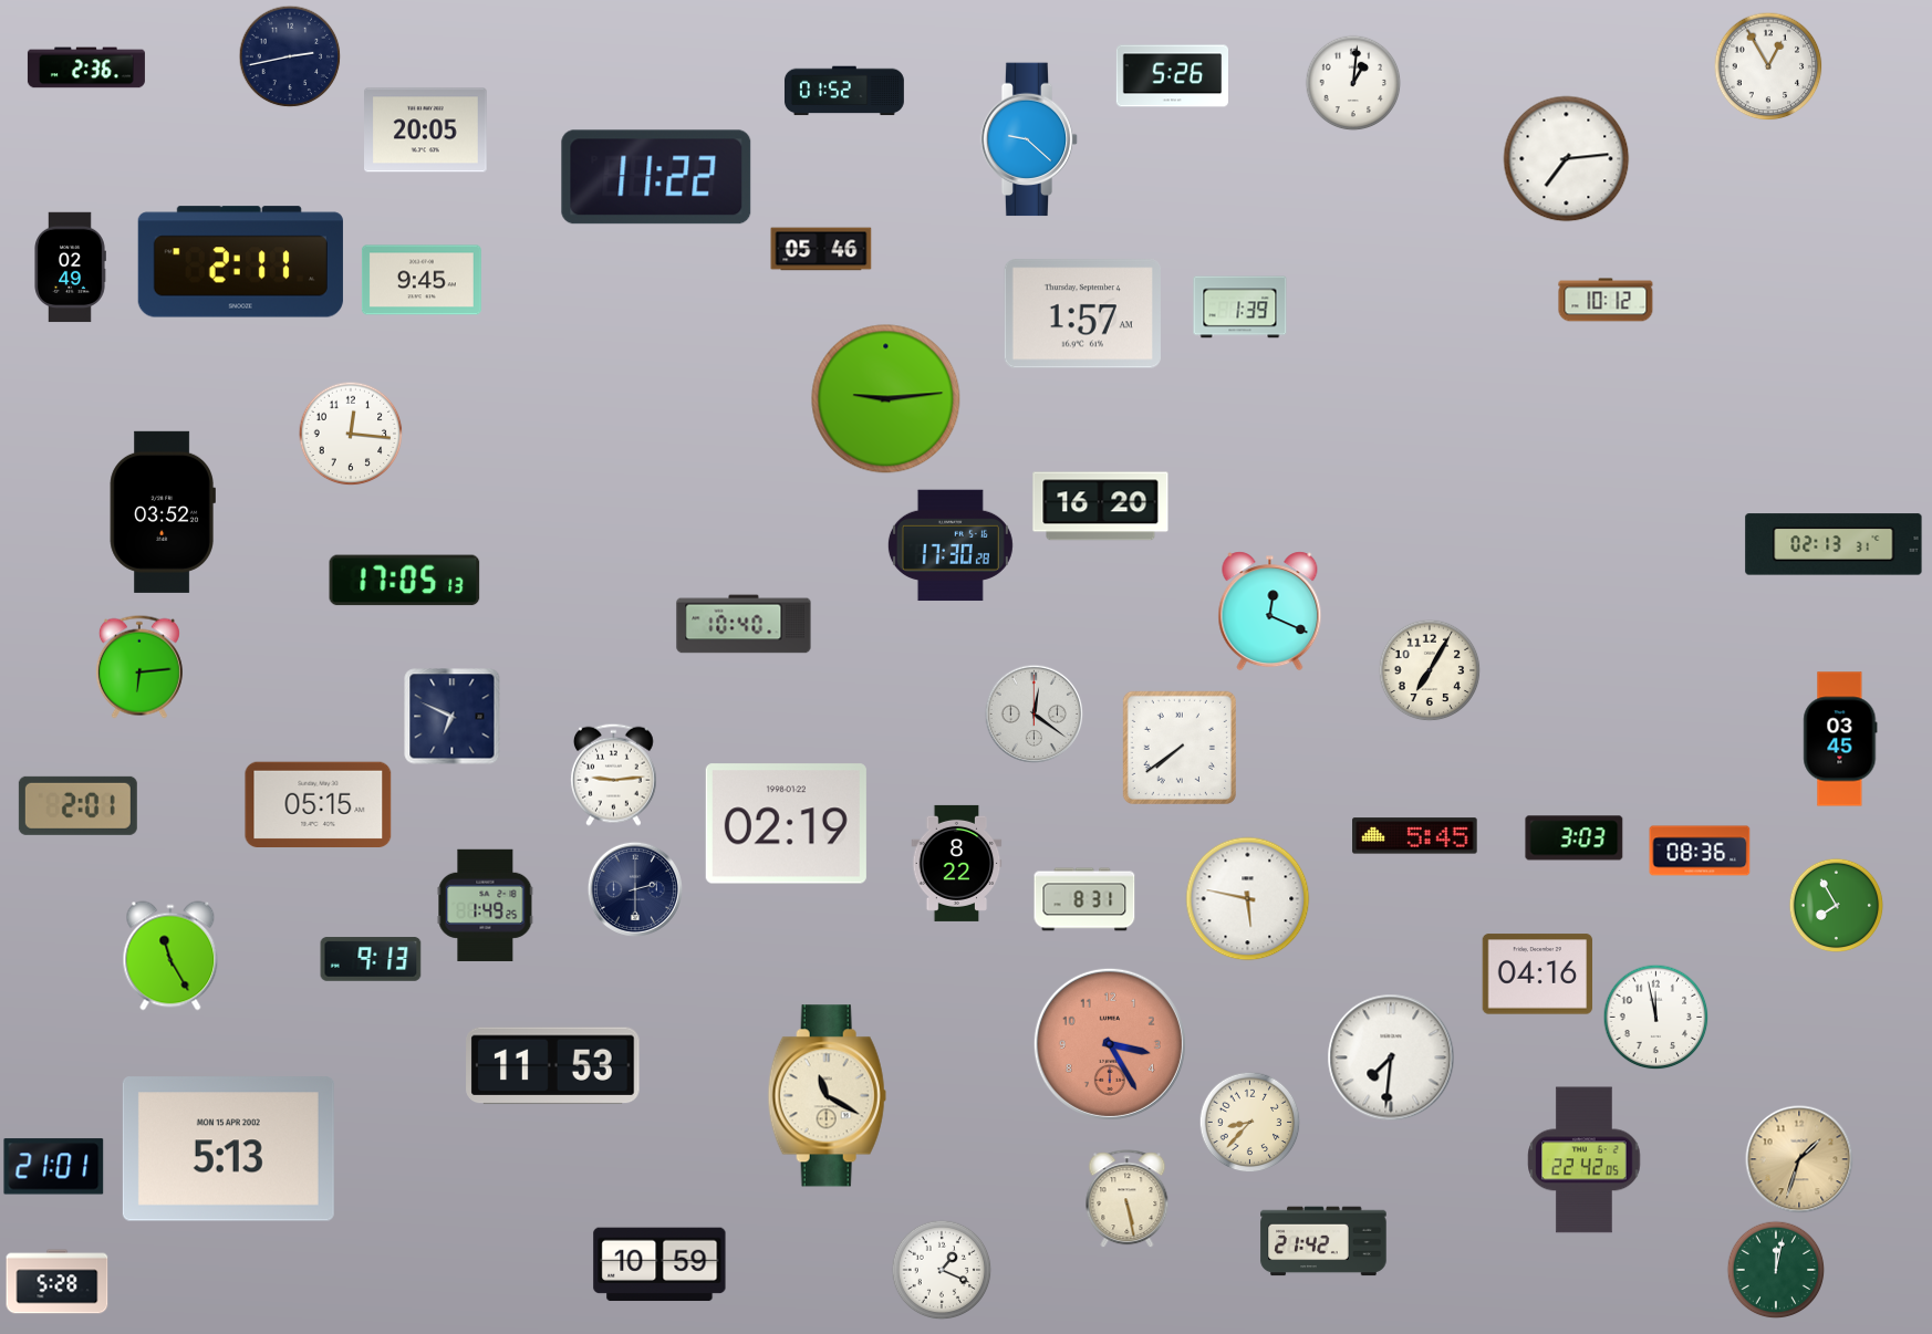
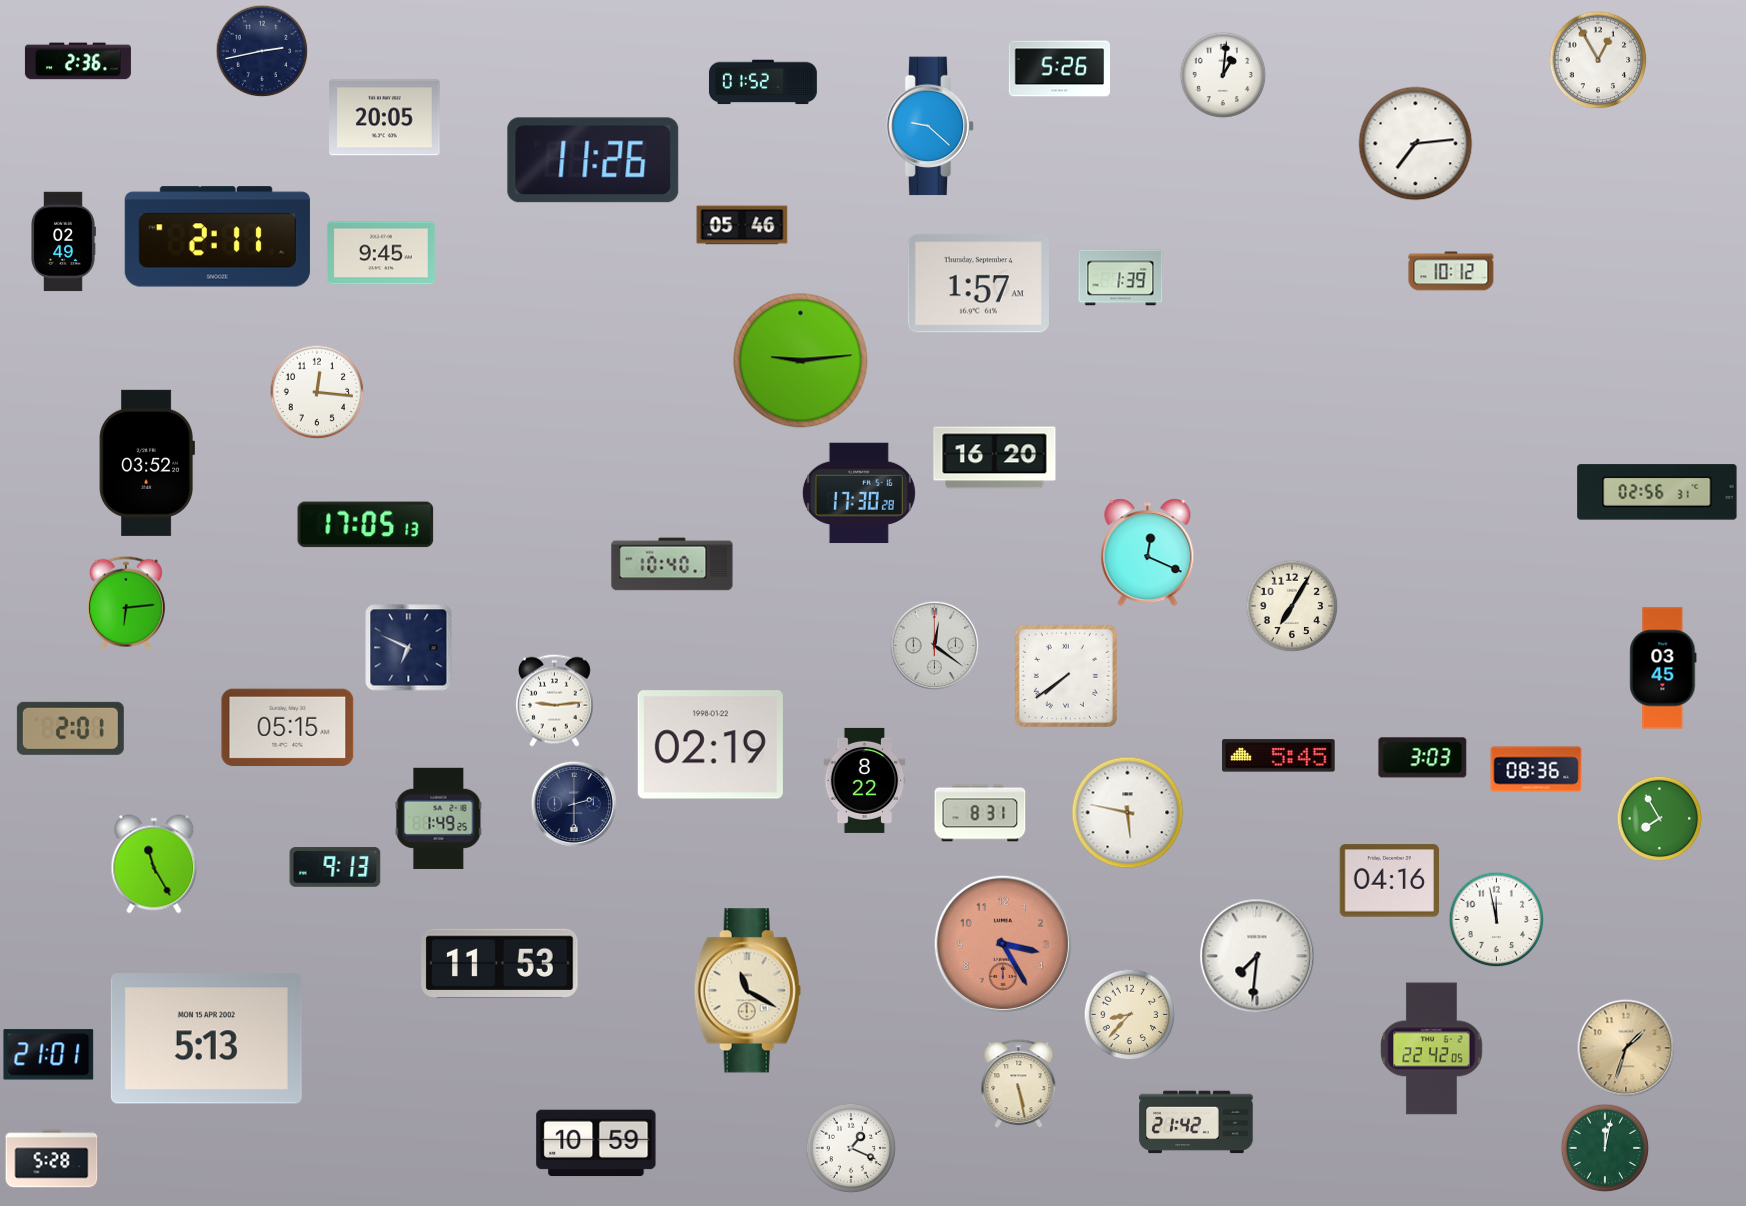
clock at (656, 177): 11:22 -> 11:26
clock at (1834, 544): 02:13 -> 02:56
